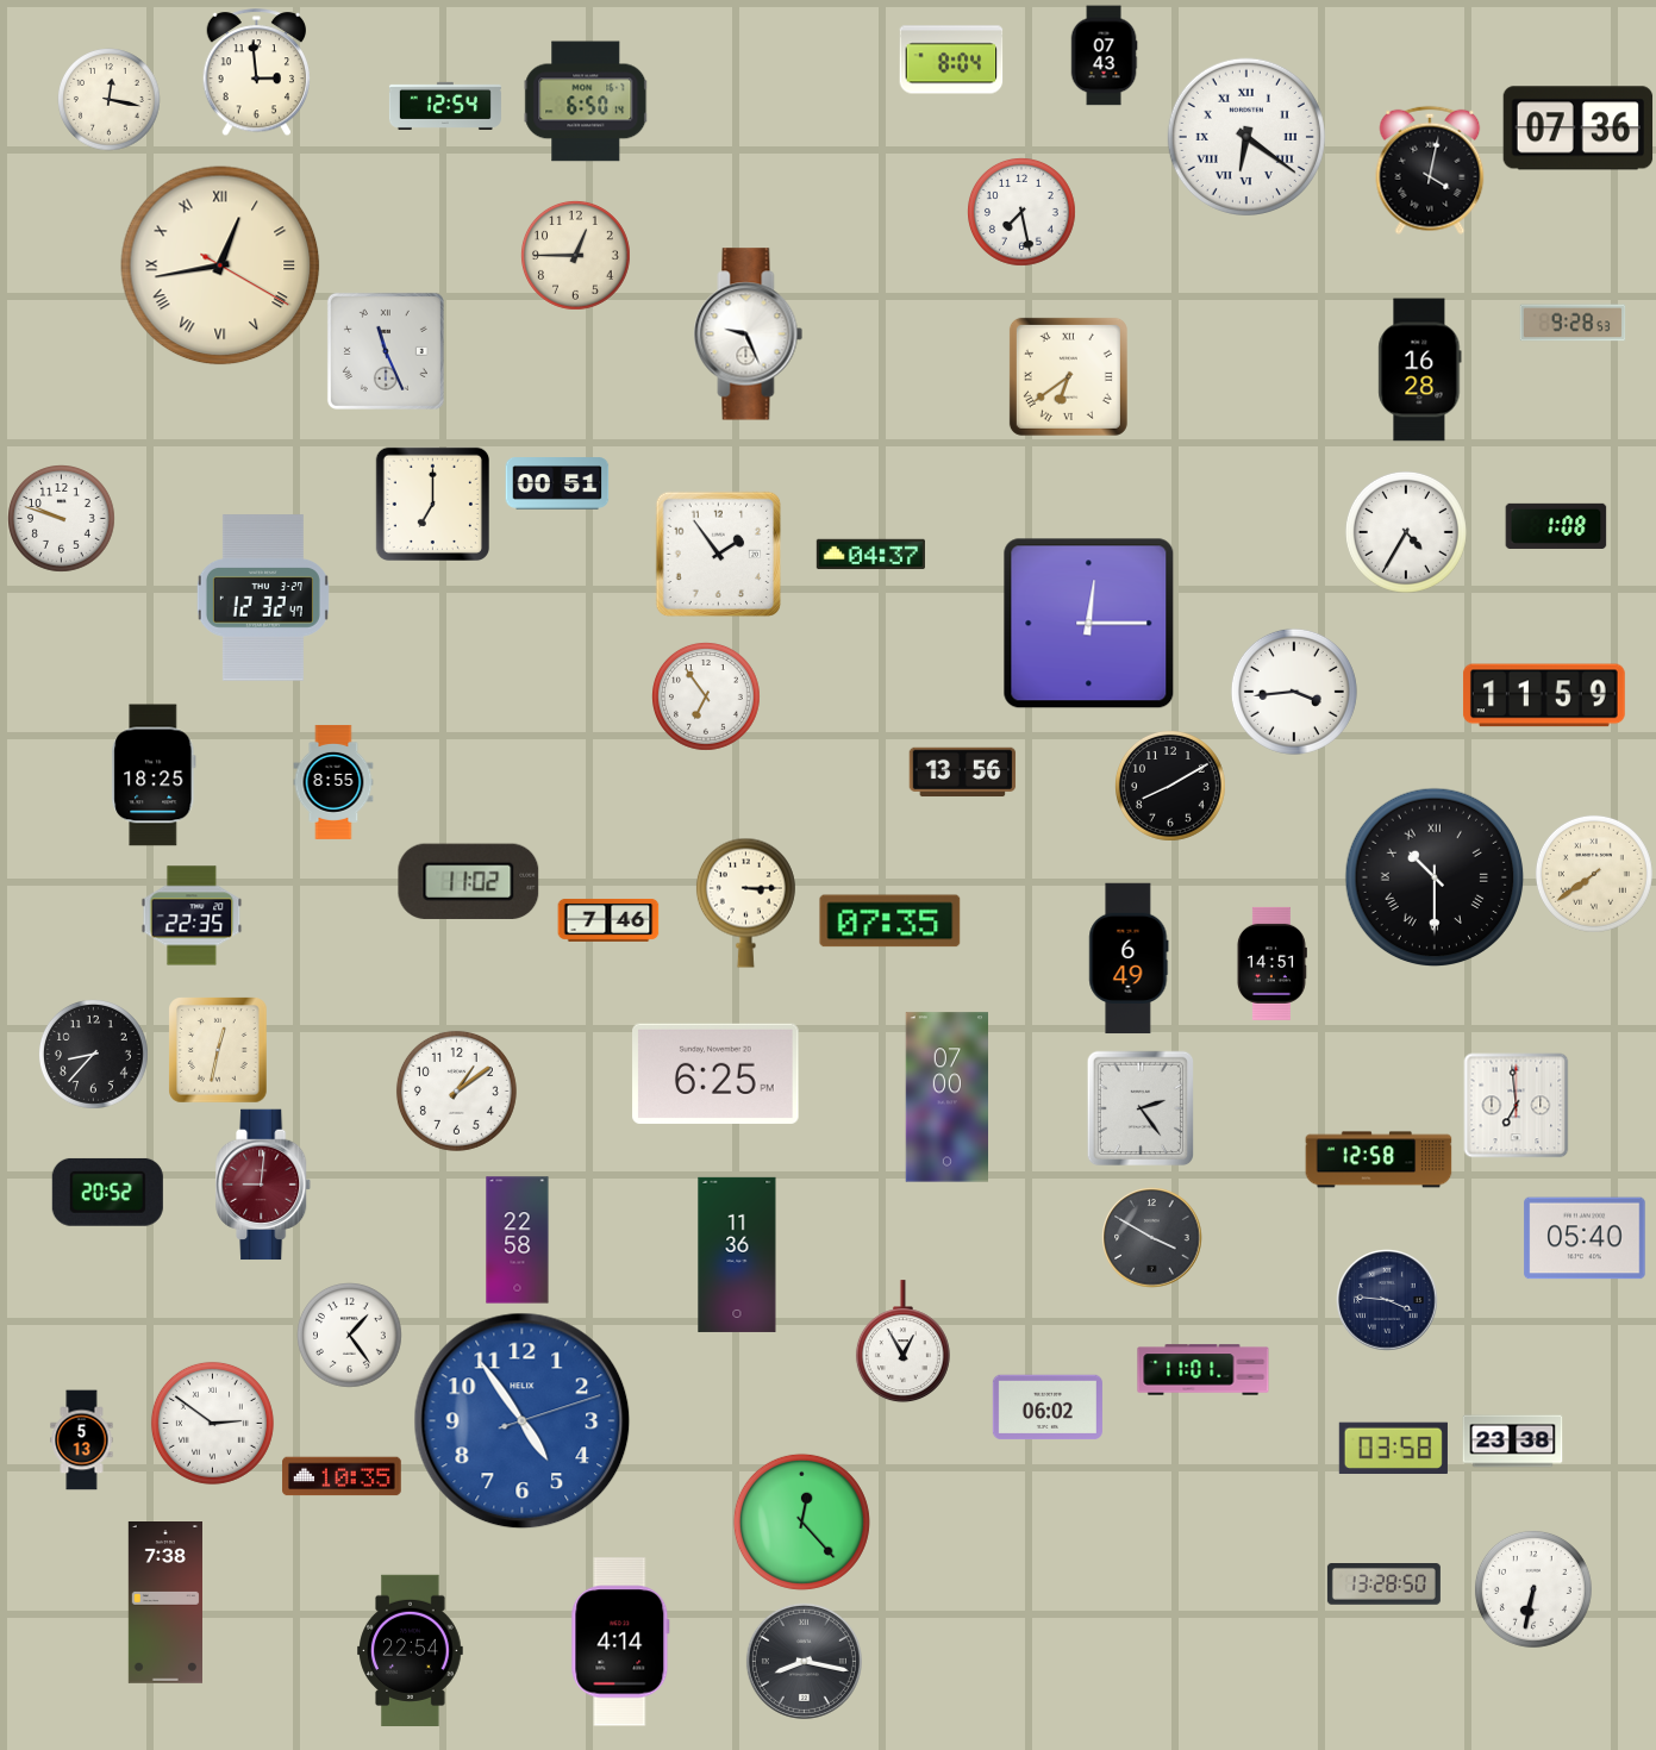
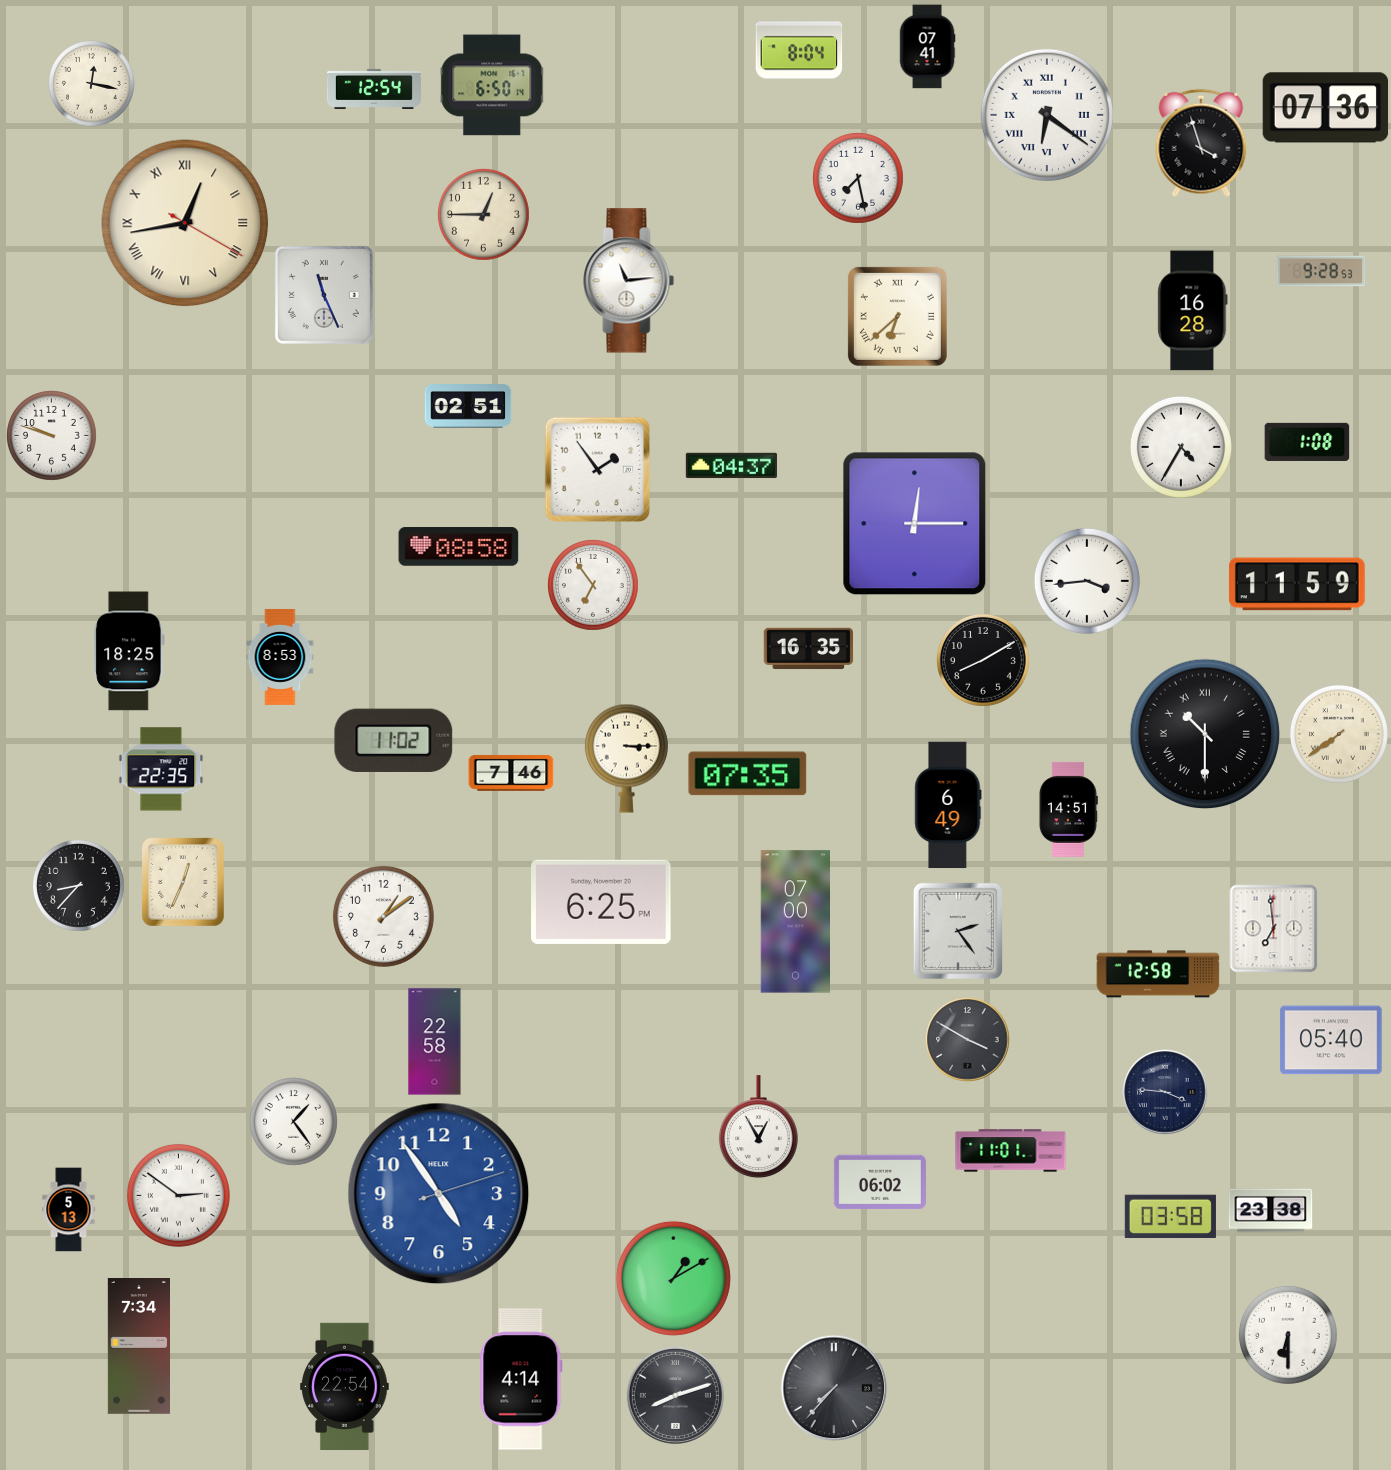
clock at (1104, 56): 07:43 -> 07:41
clock at (257, 73): 2:59 -> none
clock at (1430, 170): 4:02 -> 3:57
clock at (749, 335): 9:26 -> 11:14
clock at (1068, 376): 6:39 -> 6:38
clock at (557, 483): 00:51 -> 02:51
clock at (432, 504): 7:00 -> none
clock at (719, 555) position: (719, 555) -> (598, 470)
clock at (263, 598): 12:32 -> none
clock at (459, 547): none -> 08:58
clock at (963, 773): 13:56 -> 16:35
clock at (333, 782): 8:55 -> 8:53
clock at (1435, 877) position: (1435, 877) -> (1205, 734)
clock at (218, 1050): 12:32 -> 12:34
clock at (264, 1185): 9:01 -> none
clock at (107, 1192): 20:52 -> none
clock at (737, 1255): 11:36 -> none
clock at (342, 1476): 10:35 -> none
clock at (801, 1521): 12:23 -> 1:10
clock at (1383, 1585): 13:28 -> none
clock at (1533, 1589): 6:32 -> 6:30
clock at (164, 1604): 7:38 -> 7:34
clock at (834, 1388): none -> 7:37
clock at (804, 1661): 8:17 -> 8:12
